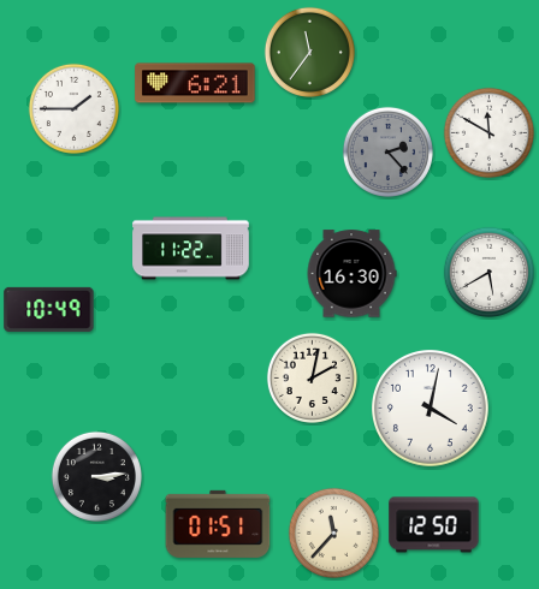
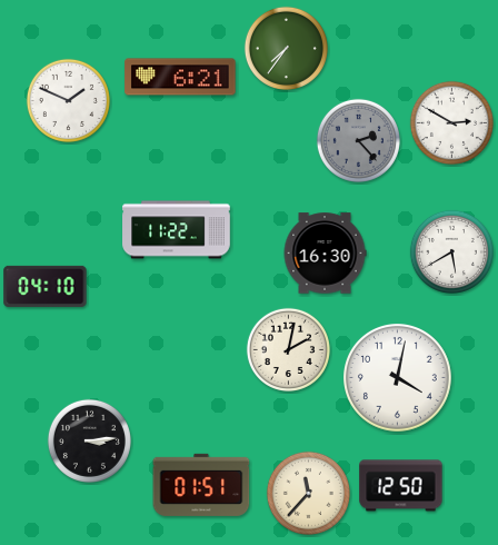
clock at (309, 52): 11:36 -> 7:36
clock at (73, 108): 1:45 -> 1:49
clock at (488, 132): 11:50 -> 2:50
clock at (49, 309): 10:49 -> 04:10
